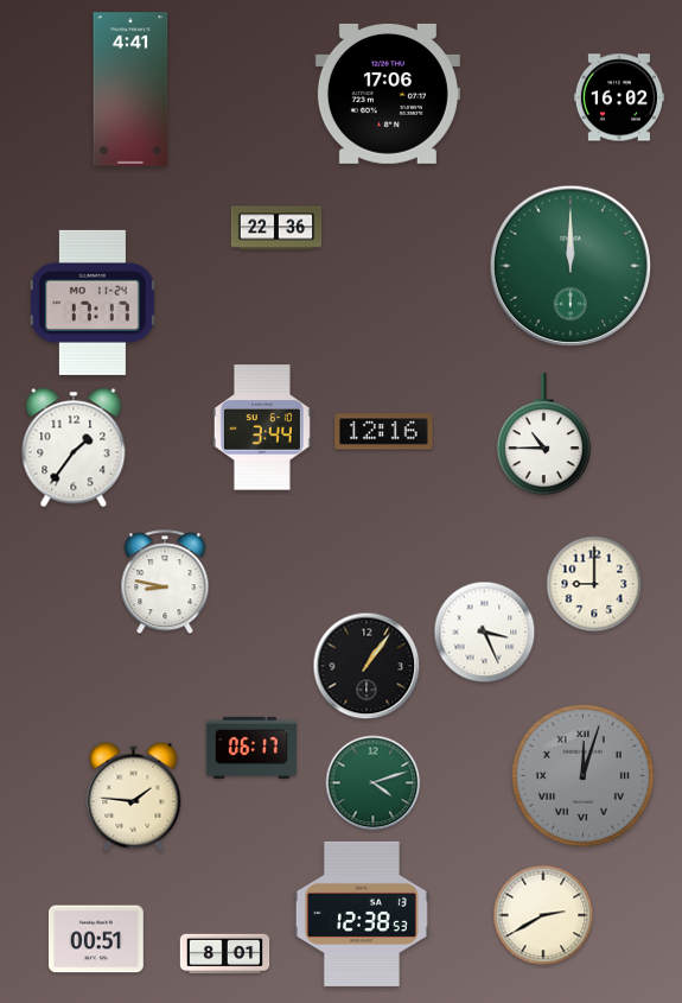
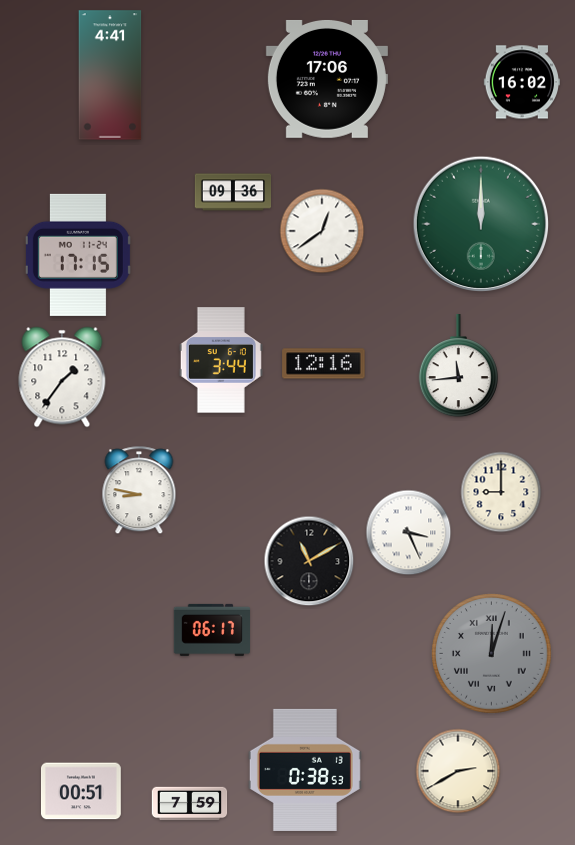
clock at (276, 228): 22:36 -> 09:36
clock at (322, 231): none -> 12:39
clock at (93, 303): 17:17 -> 17:15
clock at (543, 436): 10:45 -> 11:44
clock at (367, 666): 1:06 -> 11:10
clock at (374, 783): 4:12 -> none
clock at (134, 796): 1:46 -> none
clock at (362, 914): 12:38 -> 0:38
clock at (225, 954): 8:01 -> 7:59
